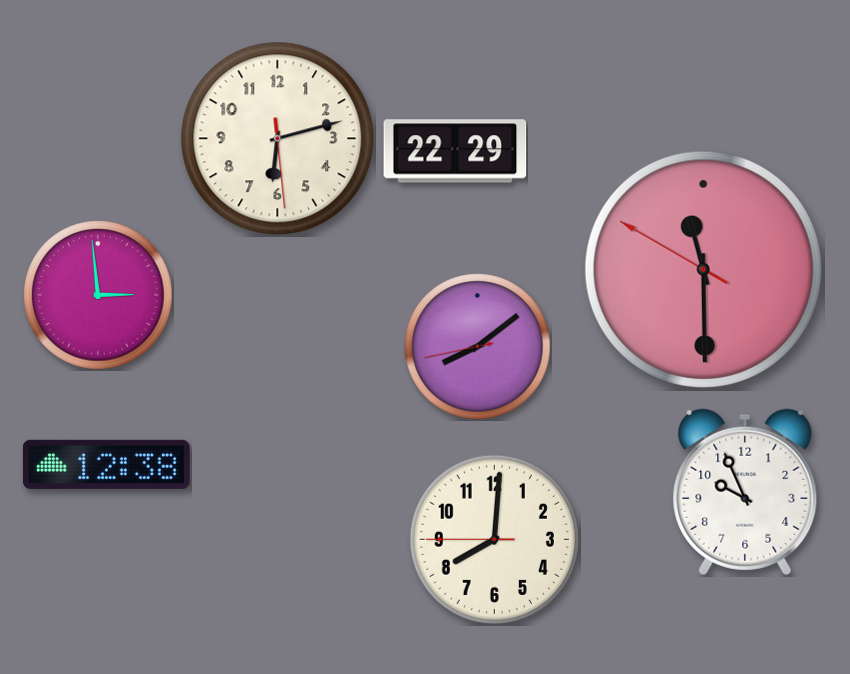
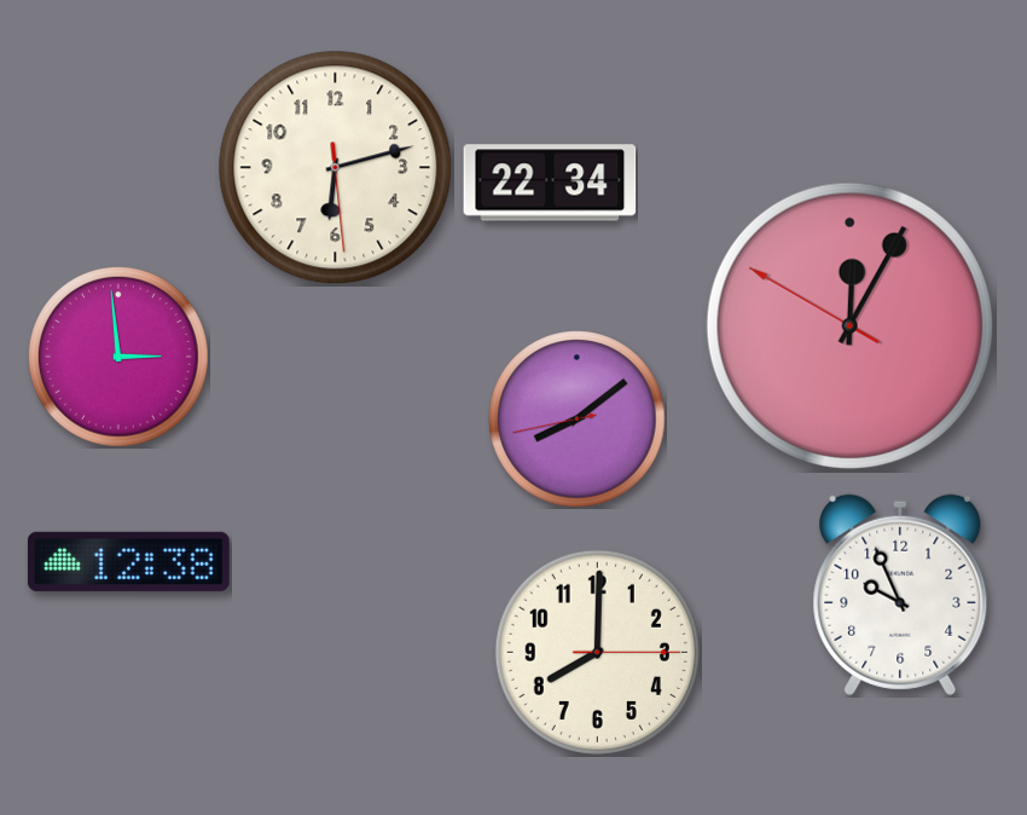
clock at (455, 151): 22:29 -> 22:34
clock at (703, 269): 11:29 -> 12:04
clock at (494, 539): 8:00:45 -> 8:00:15
